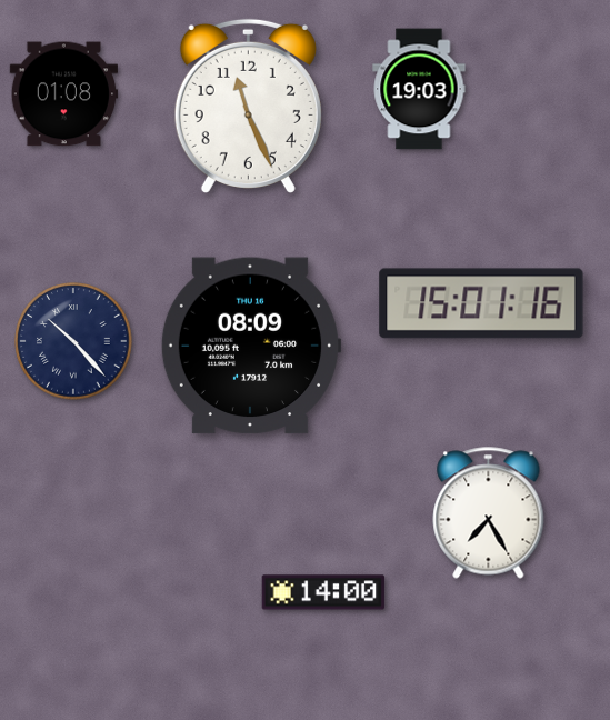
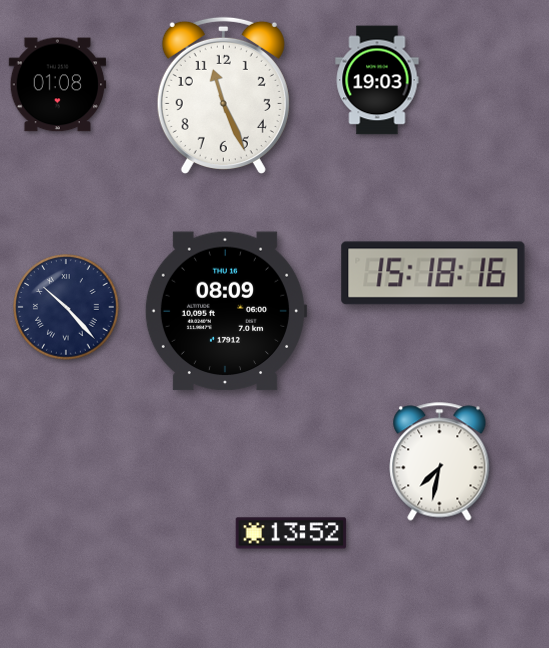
clock at (481, 303): 15:01 -> 15:18
clock at (489, 513): 7:25 -> 7:32
clock at (323, 592): 14:00 -> 13:52
